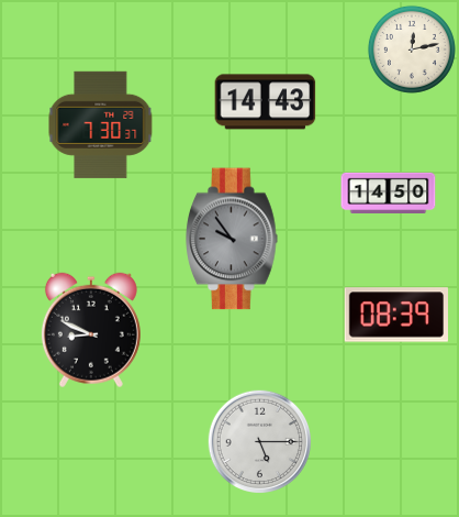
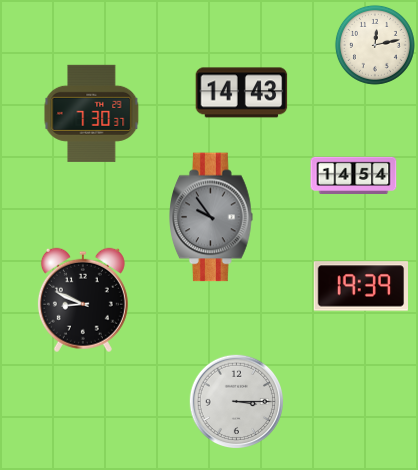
clock at (389, 193): 14:50 -> 14:54
clock at (395, 315): 08:39 -> 19:39
clock at (259, 441): 5:15 -> 3:15
